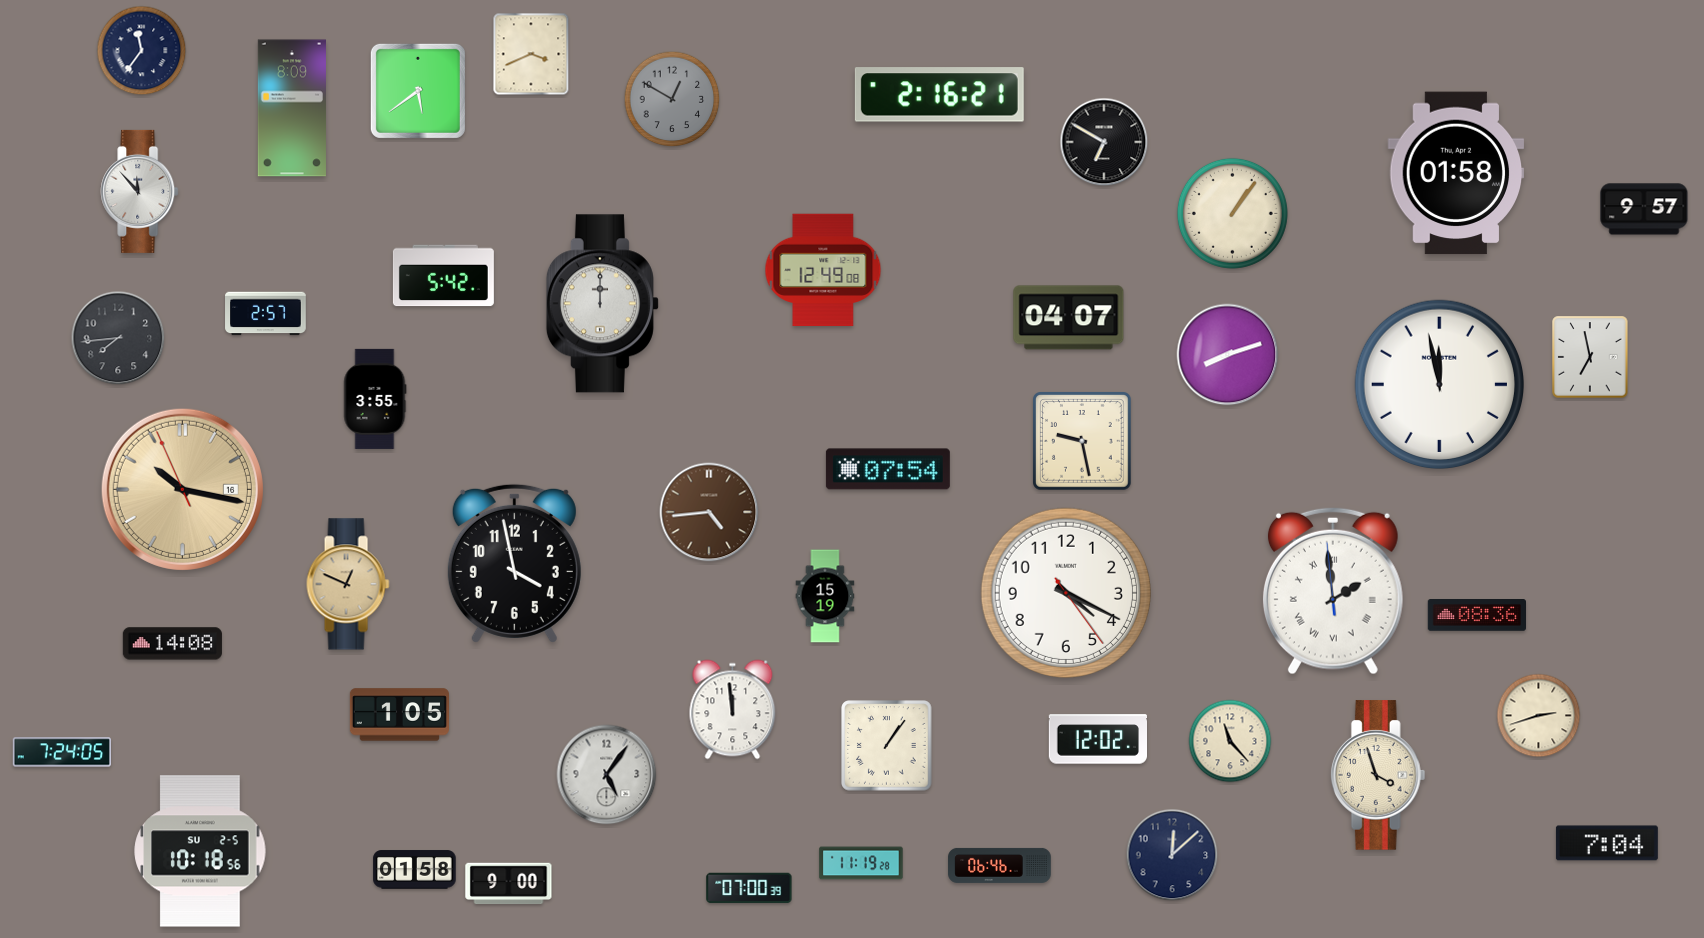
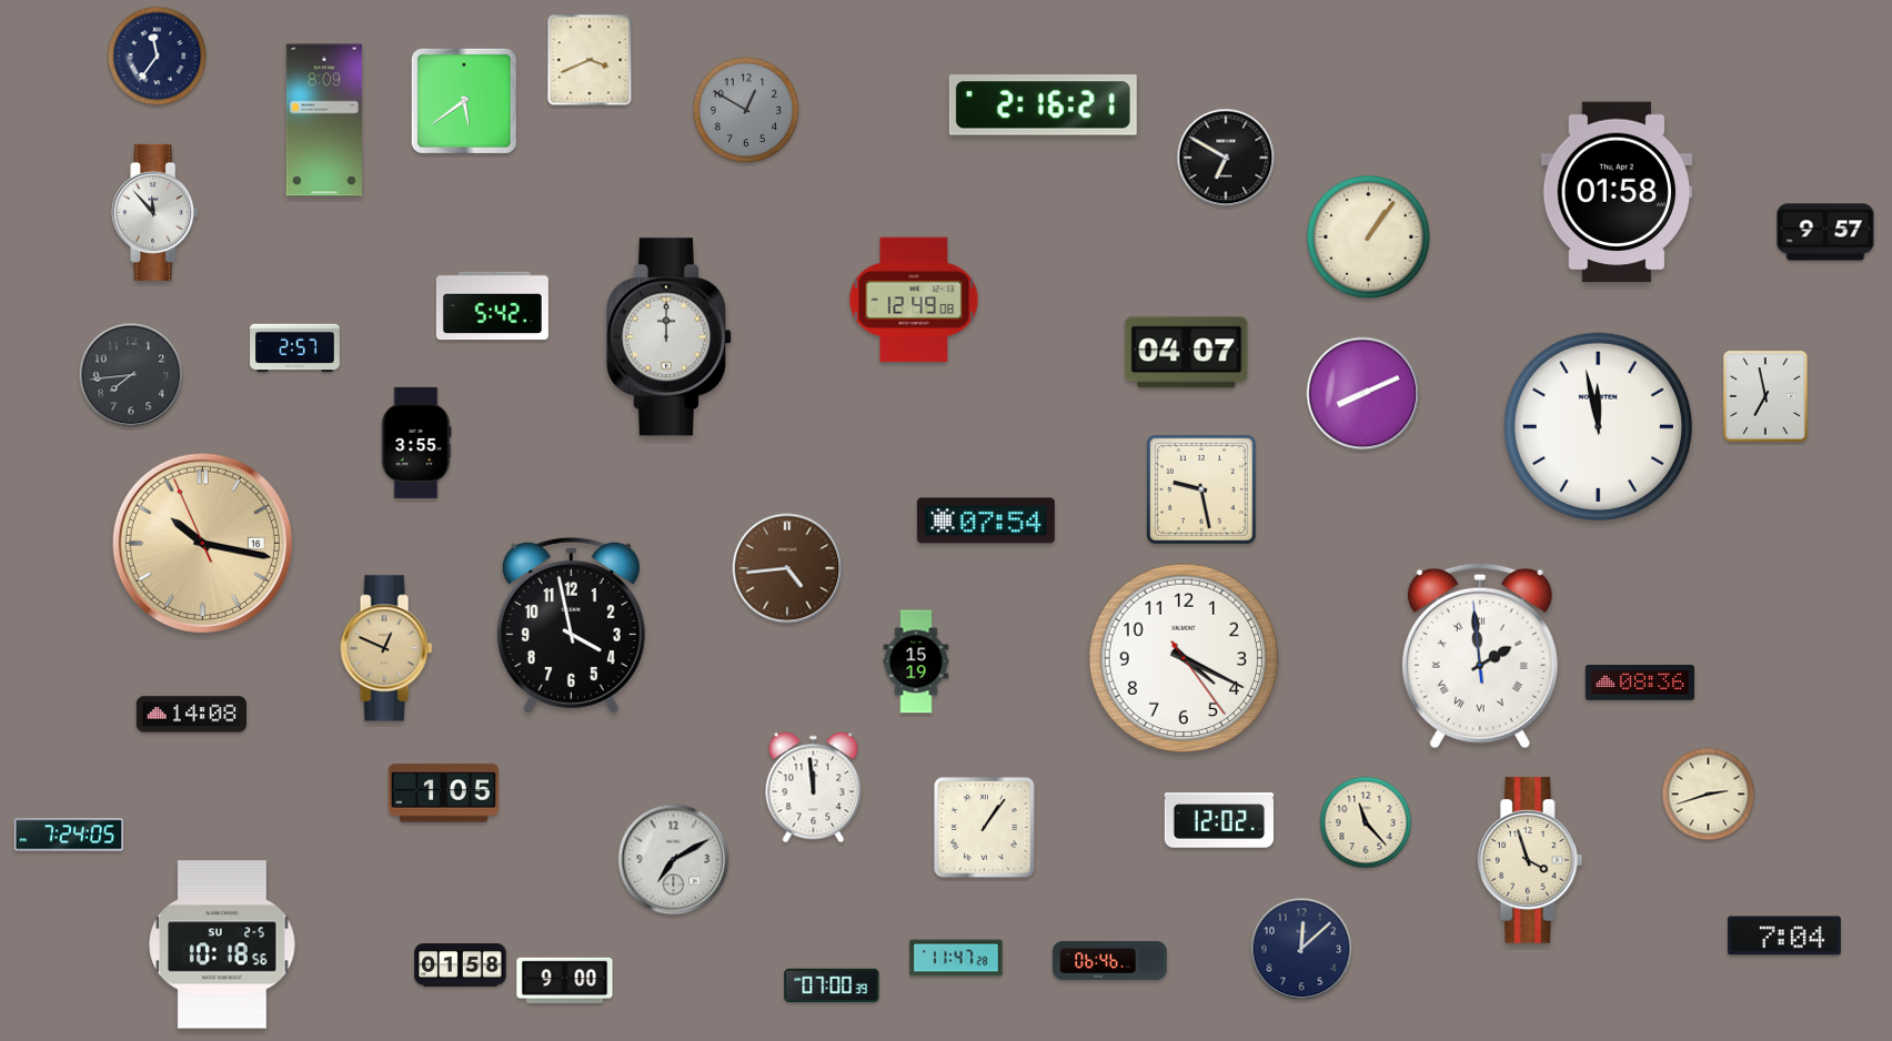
clock at (1228, 355): 8:12 -> 8:11
clock at (607, 775): 5:06 -> 7:10
clock at (861, 863): 11:19 -> 11:47
